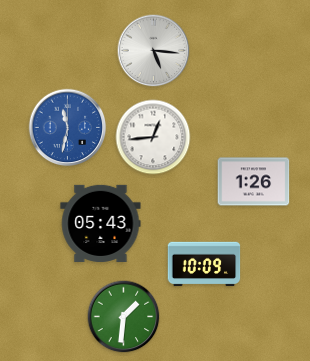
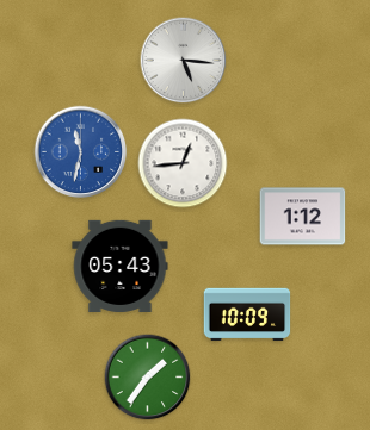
clock at (254, 182): 1:26 -> 1:12
clock at (204, 264) position: (204, 264) -> (247, 314)
clock at (124, 317): 1:31 -> 1:36
